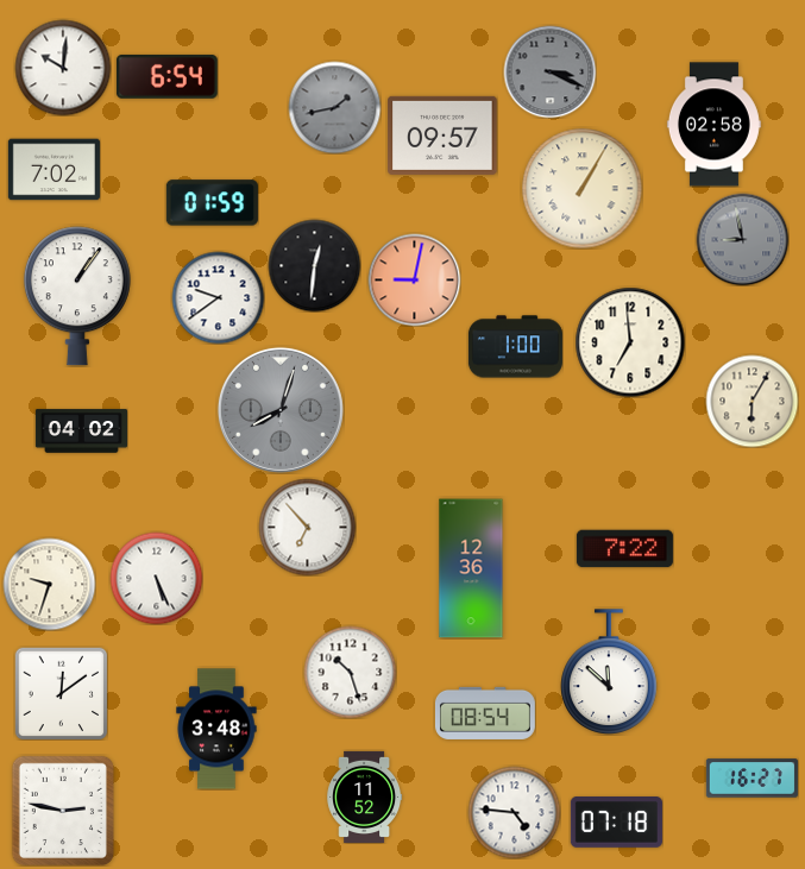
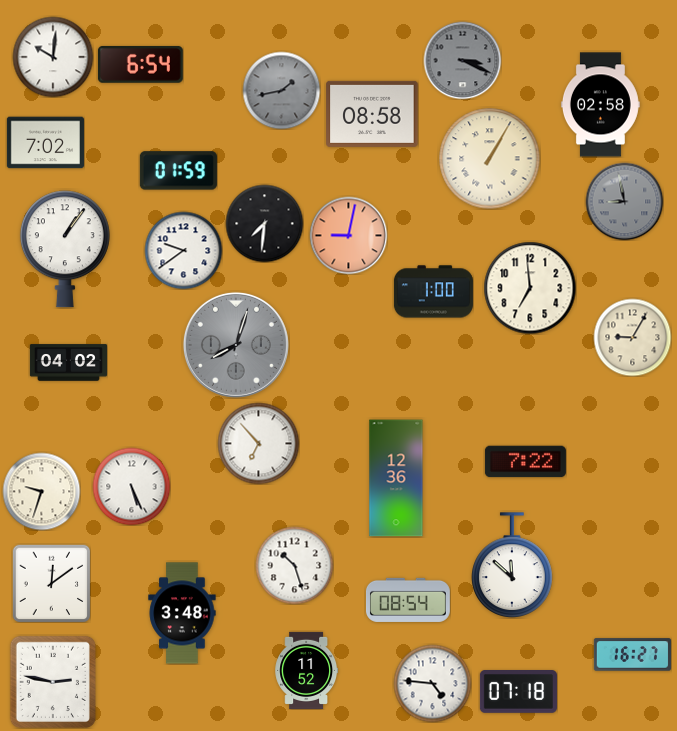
clock at (442, 136): 09:57 -> 08:58
clock at (314, 265): 12:31 -> 7:31
clock at (751, 401): 6:05 -> 9:05
